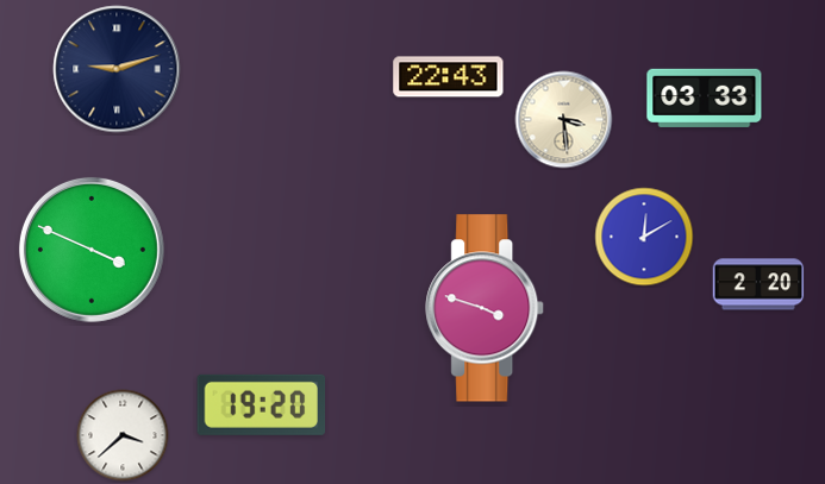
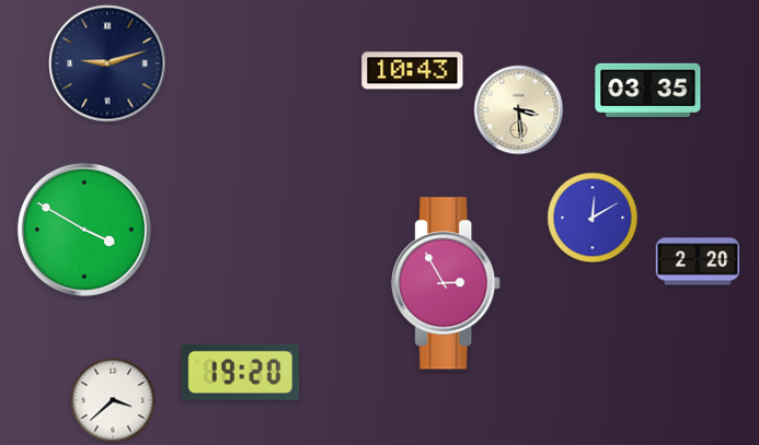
clock at (449, 77): 22:43 -> 10:43
clock at (705, 98): 03:33 -> 03:35
clock at (92, 250): 3:49 -> 3:50
clock at (486, 308): 3:48 -> 2:55
